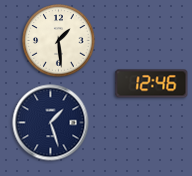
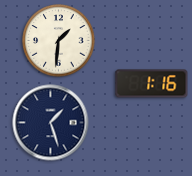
clock at (59, 41): 1:29 -> 1:31
clock at (152, 84): 12:46 -> 1:16
